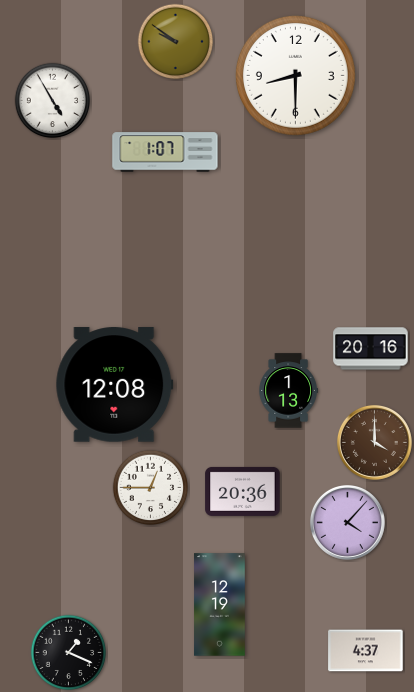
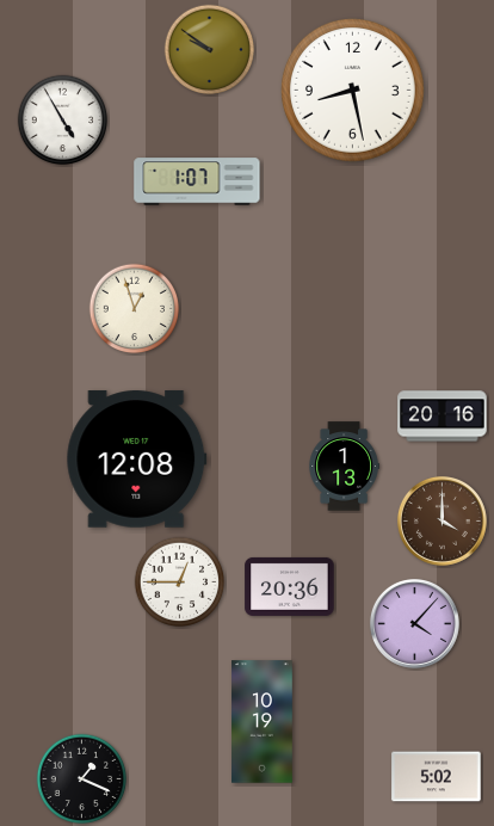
clock at (295, 75): 8:30 -> 8:28
clock at (135, 309): none -> 12:57
clock at (374, 442) position: (374, 442) -> (441, 520)
clock at (220, 605): 12:19 -> 10:19
clock at (366, 651): 4:37 -> 5:02
